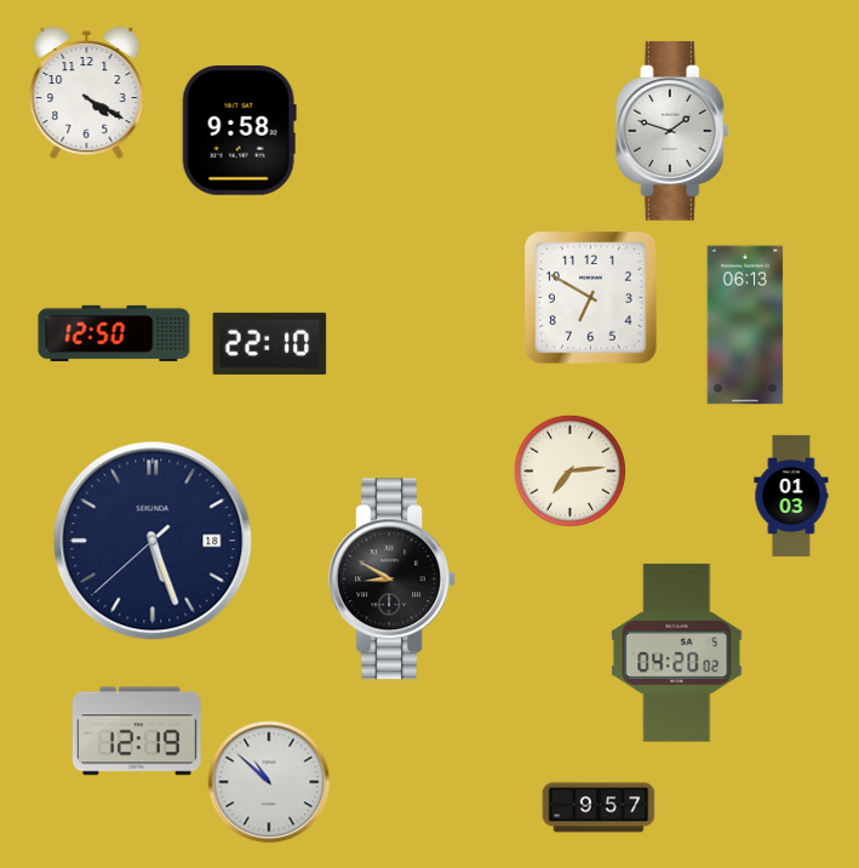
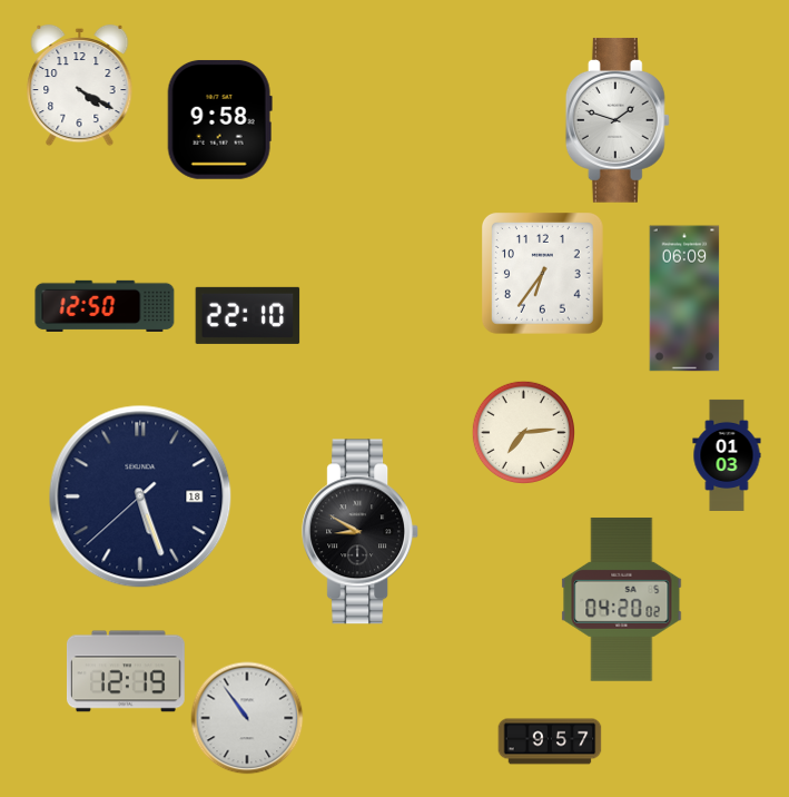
clock at (591, 298): 6:50 -> 6:36
clock at (745, 325): 06:13 -> 06:09
clock at (269, 782): 10:52 -> 10:54
